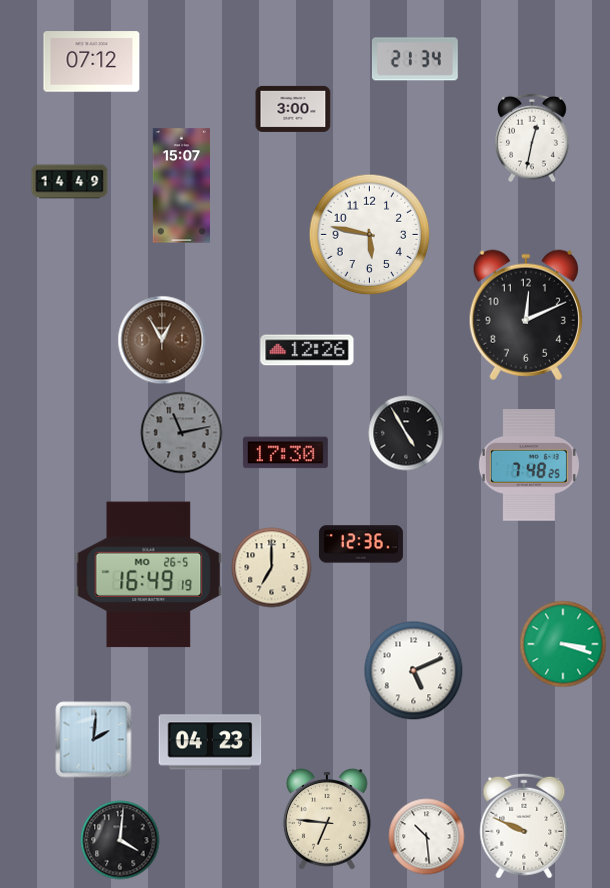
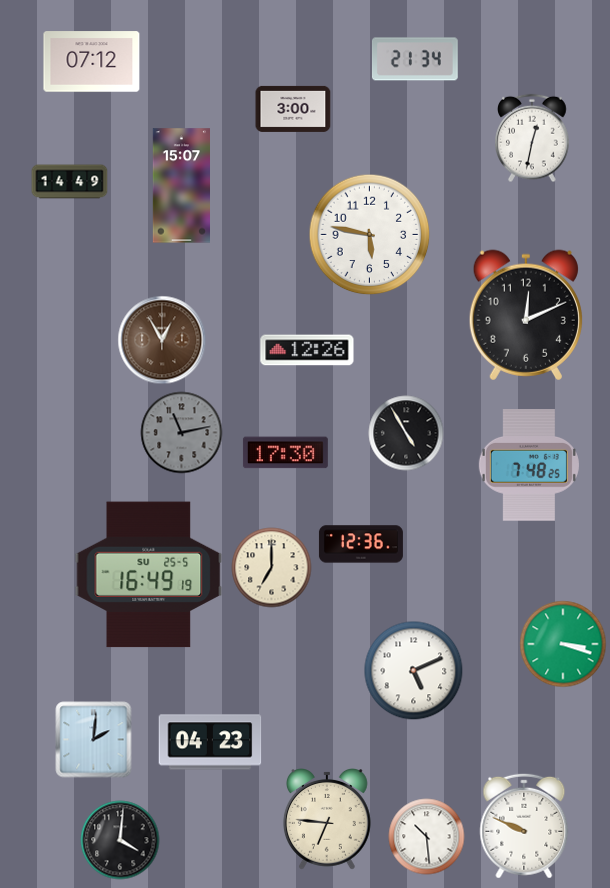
clock at (149, 575) date: MO 26-5 -> SU 25-5
